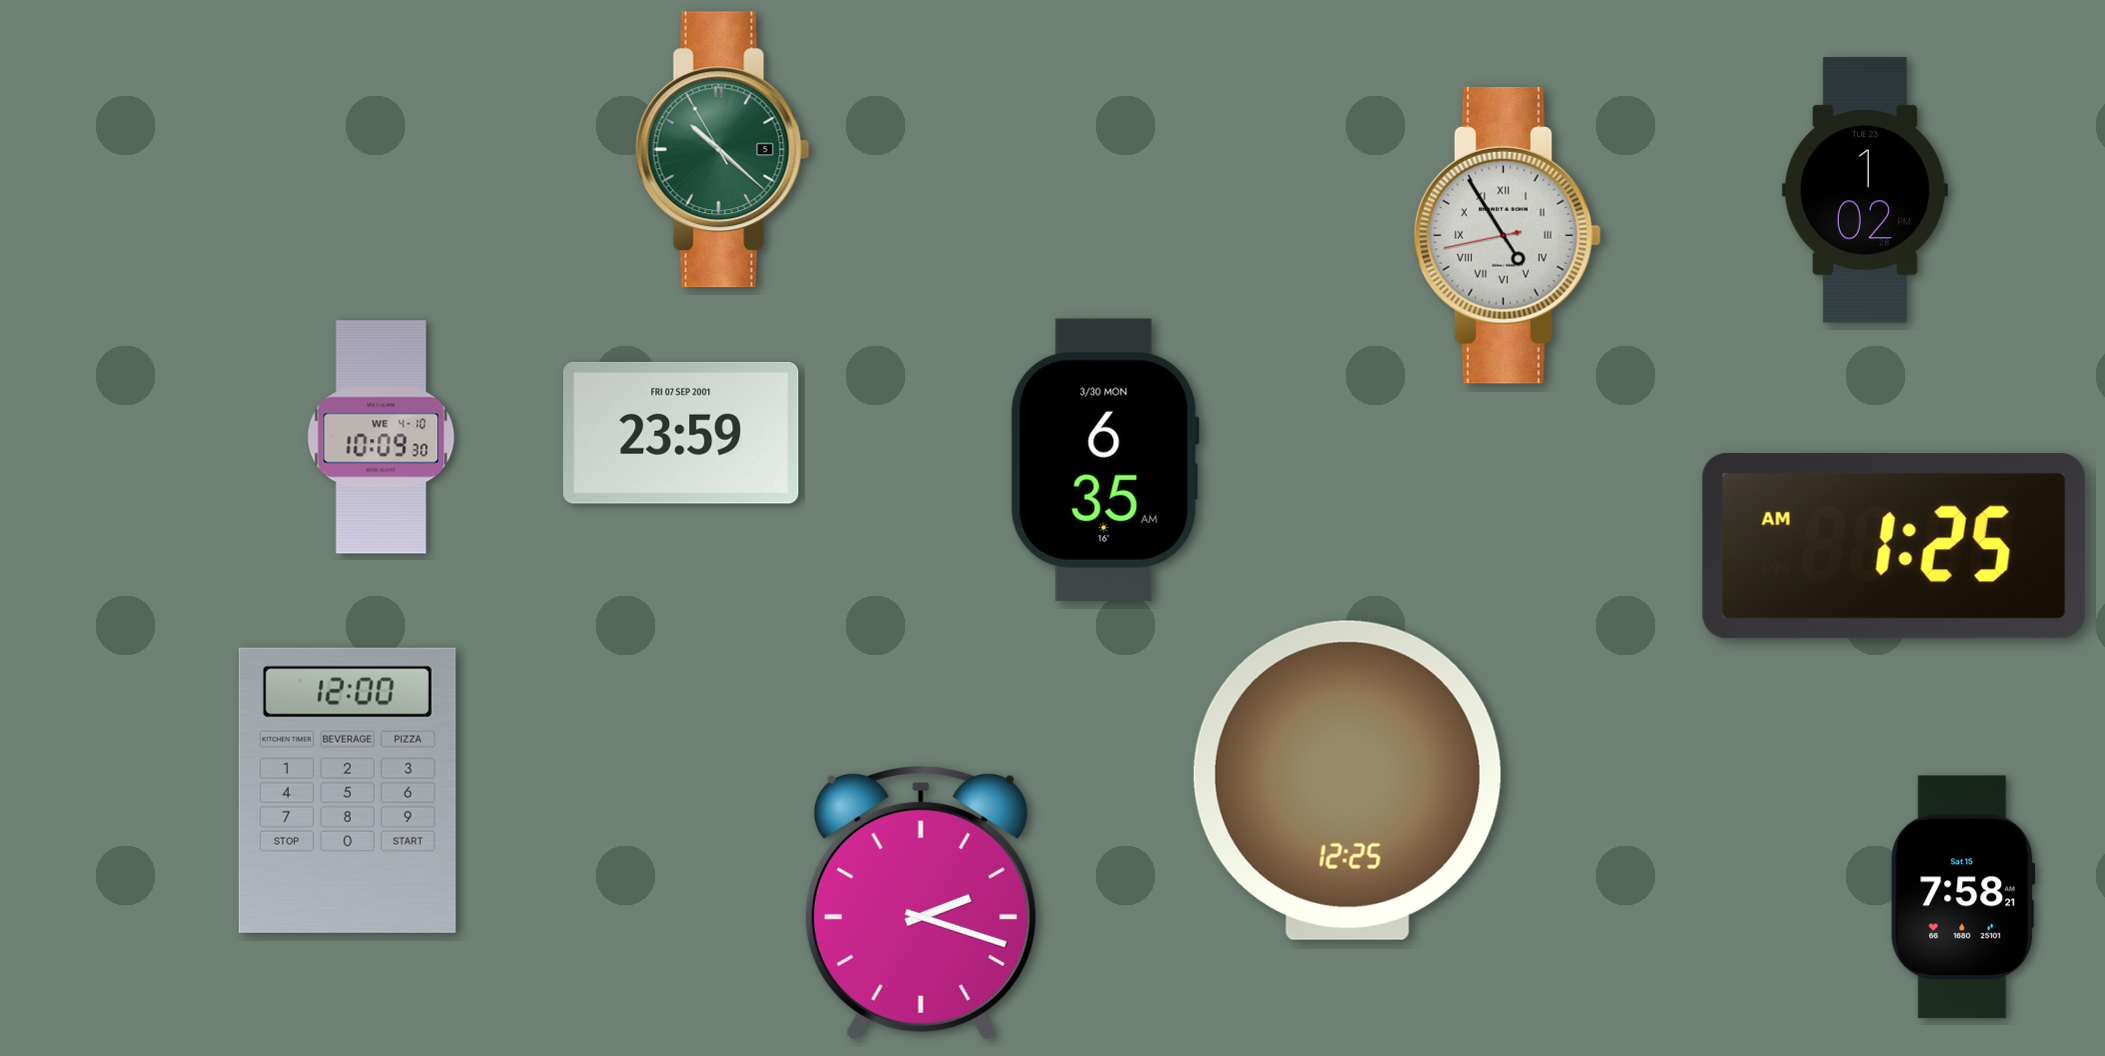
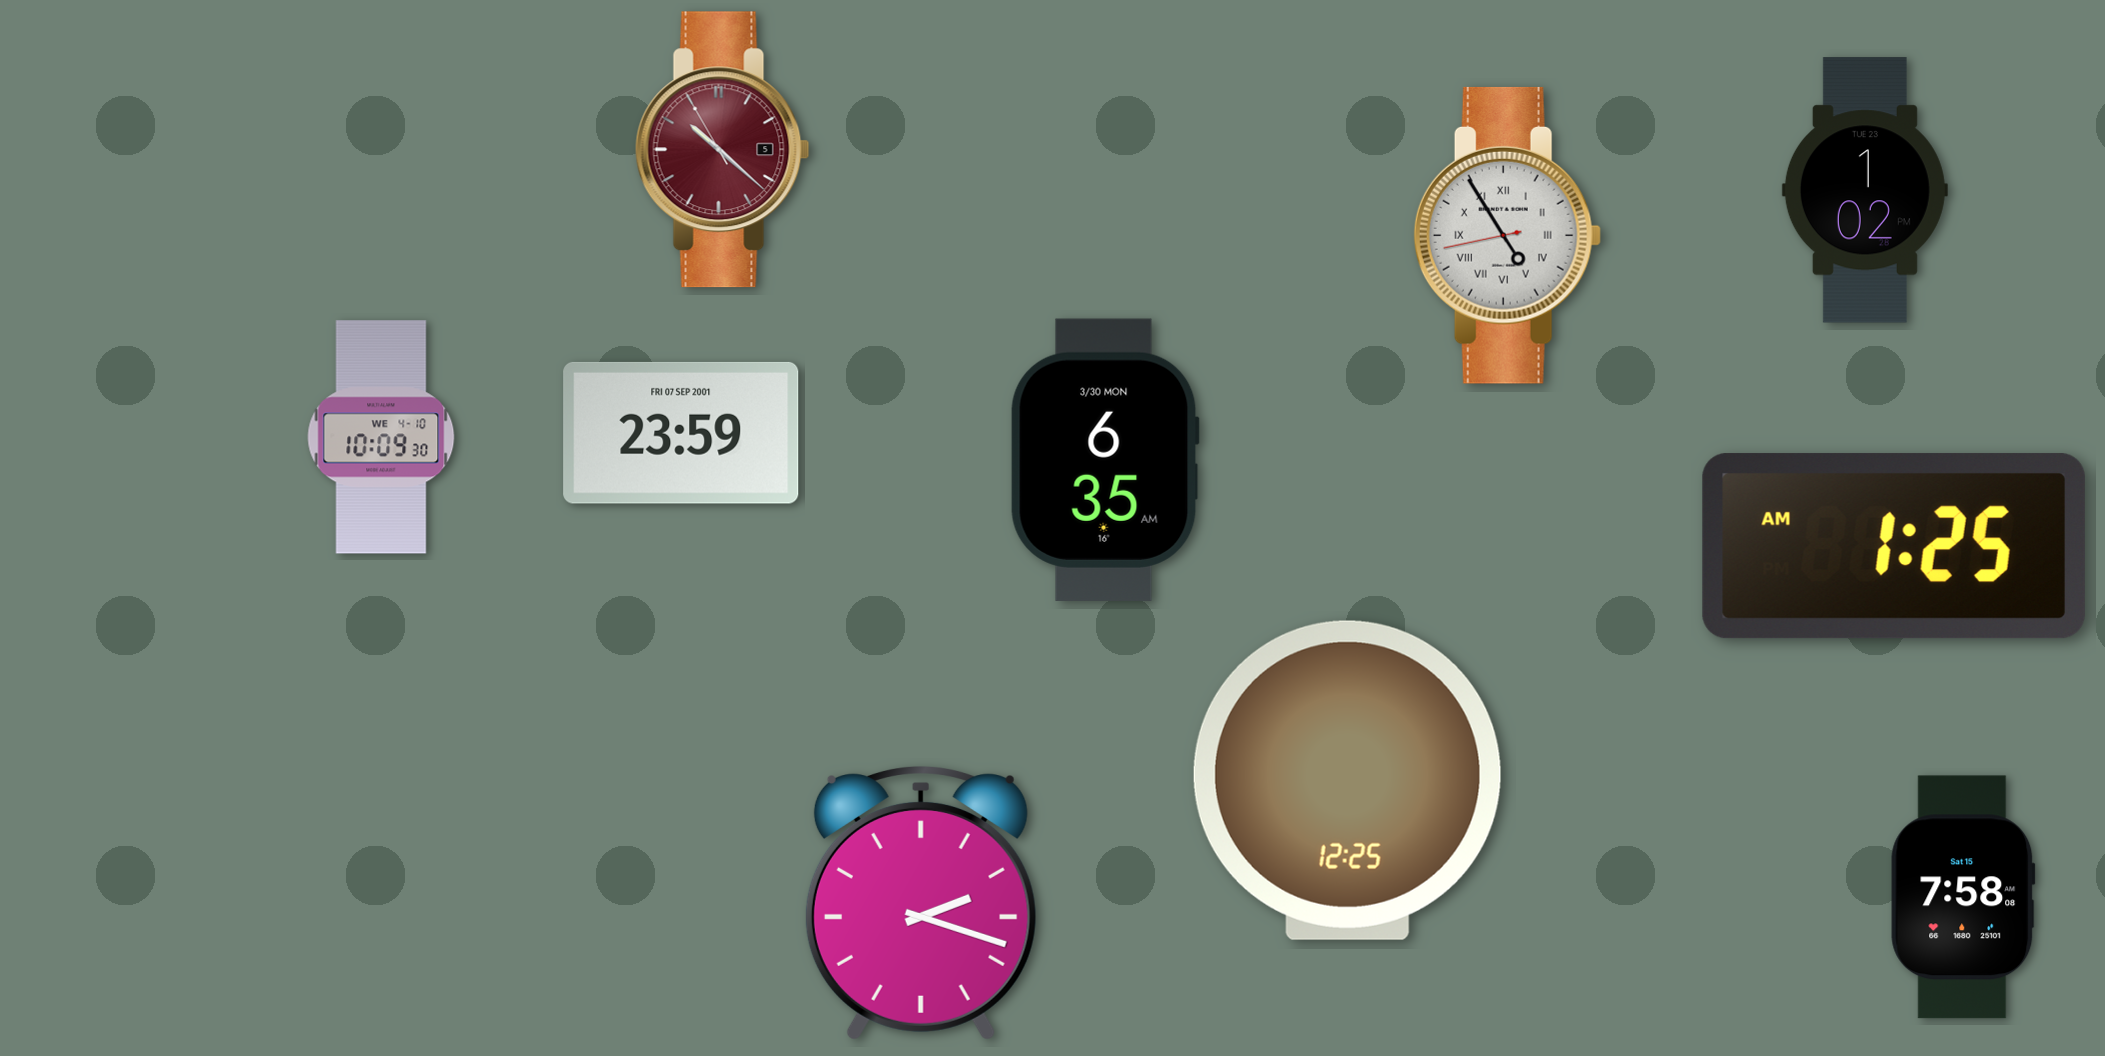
clock at (722, 150) dial: green -> burgundy
clock at (347, 790): 12:00 -> none
clock at (1963, 897): 7:58:21 -> 7:58
